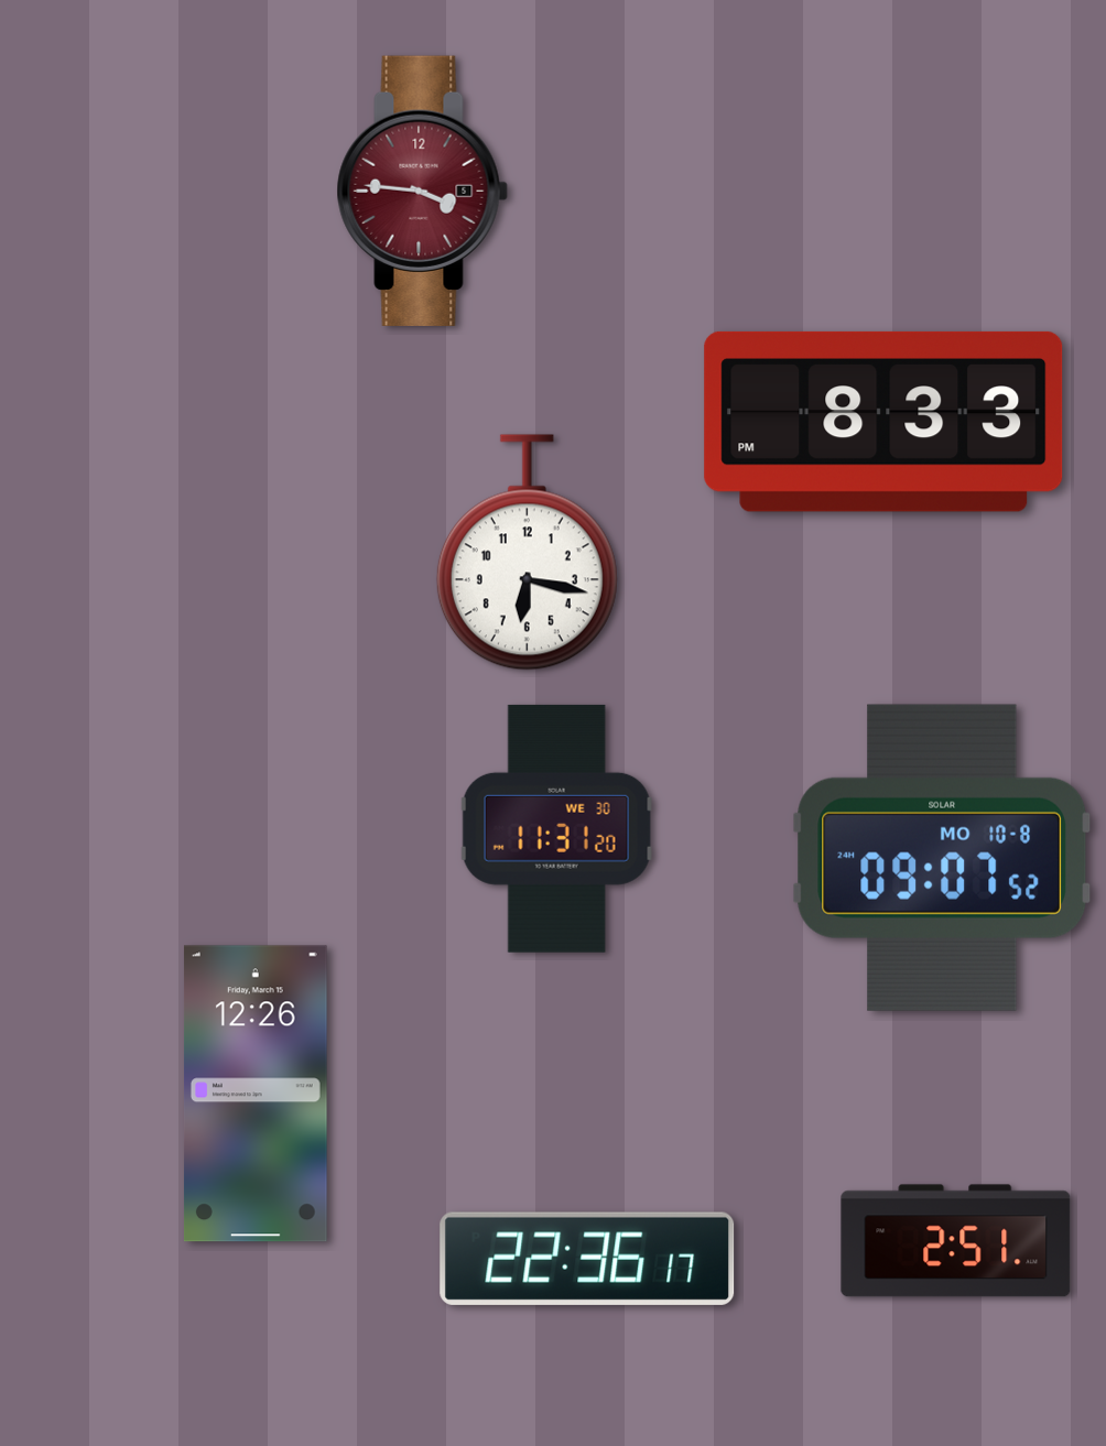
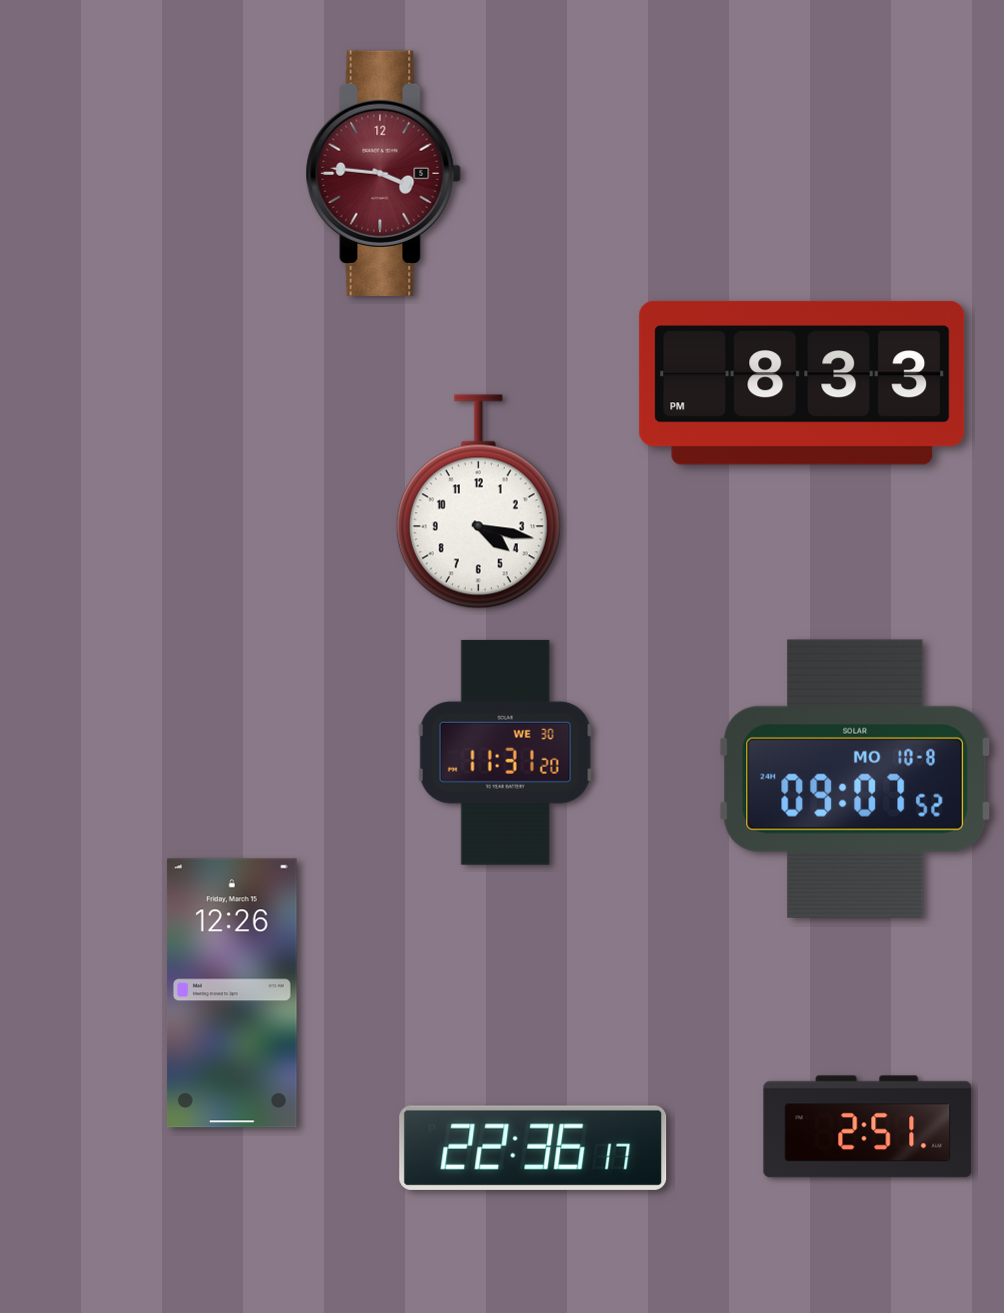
clock at (527, 553): 6:17 -> 4:17
clock at (587, 1259) position: (587, 1259) -> (533, 1148)
